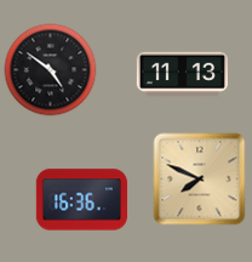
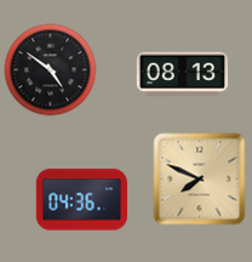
clock at (182, 75): 11:13 -> 08:13
clock at (81, 200): 16:36 -> 04:36
